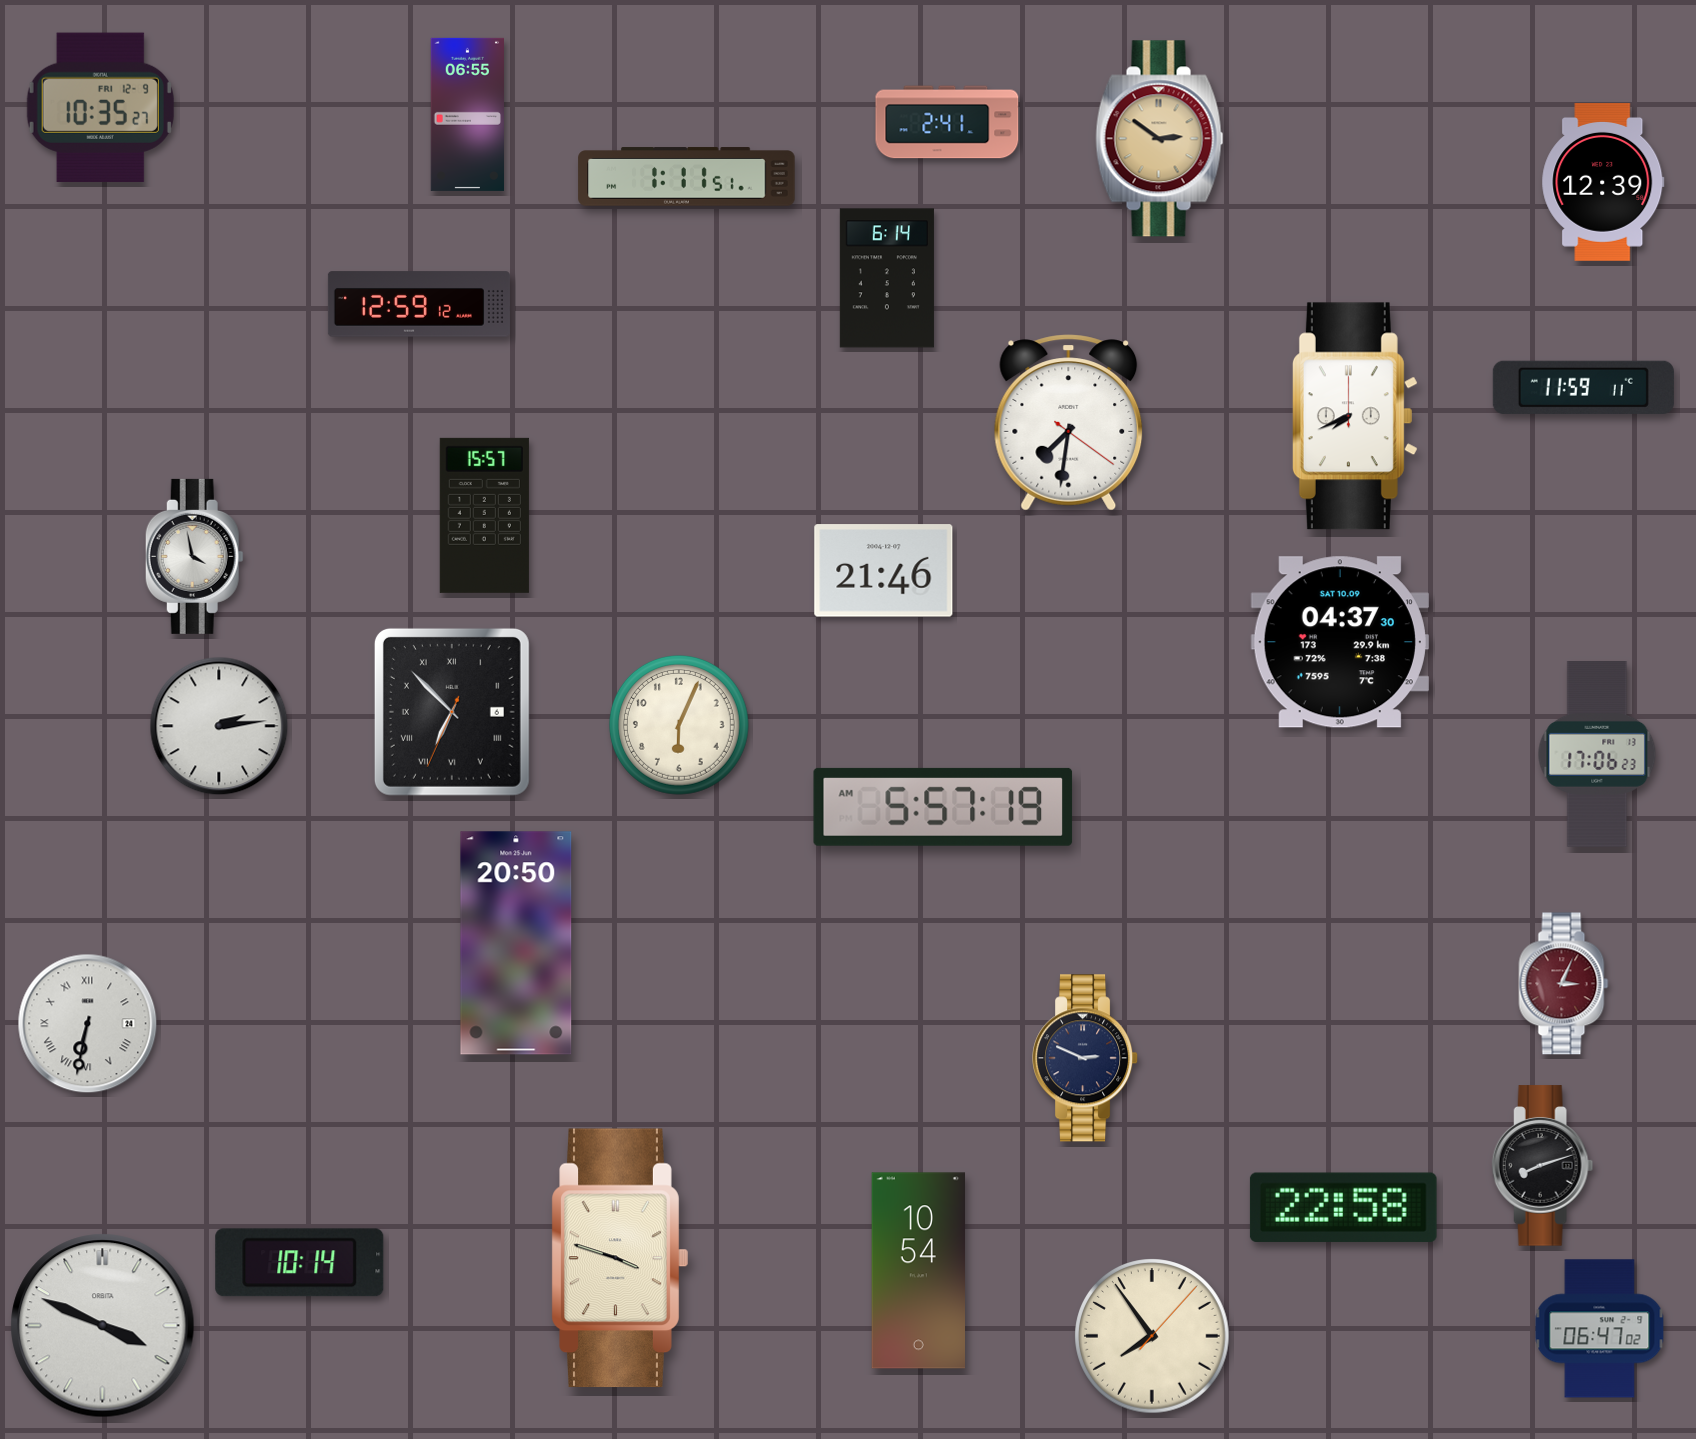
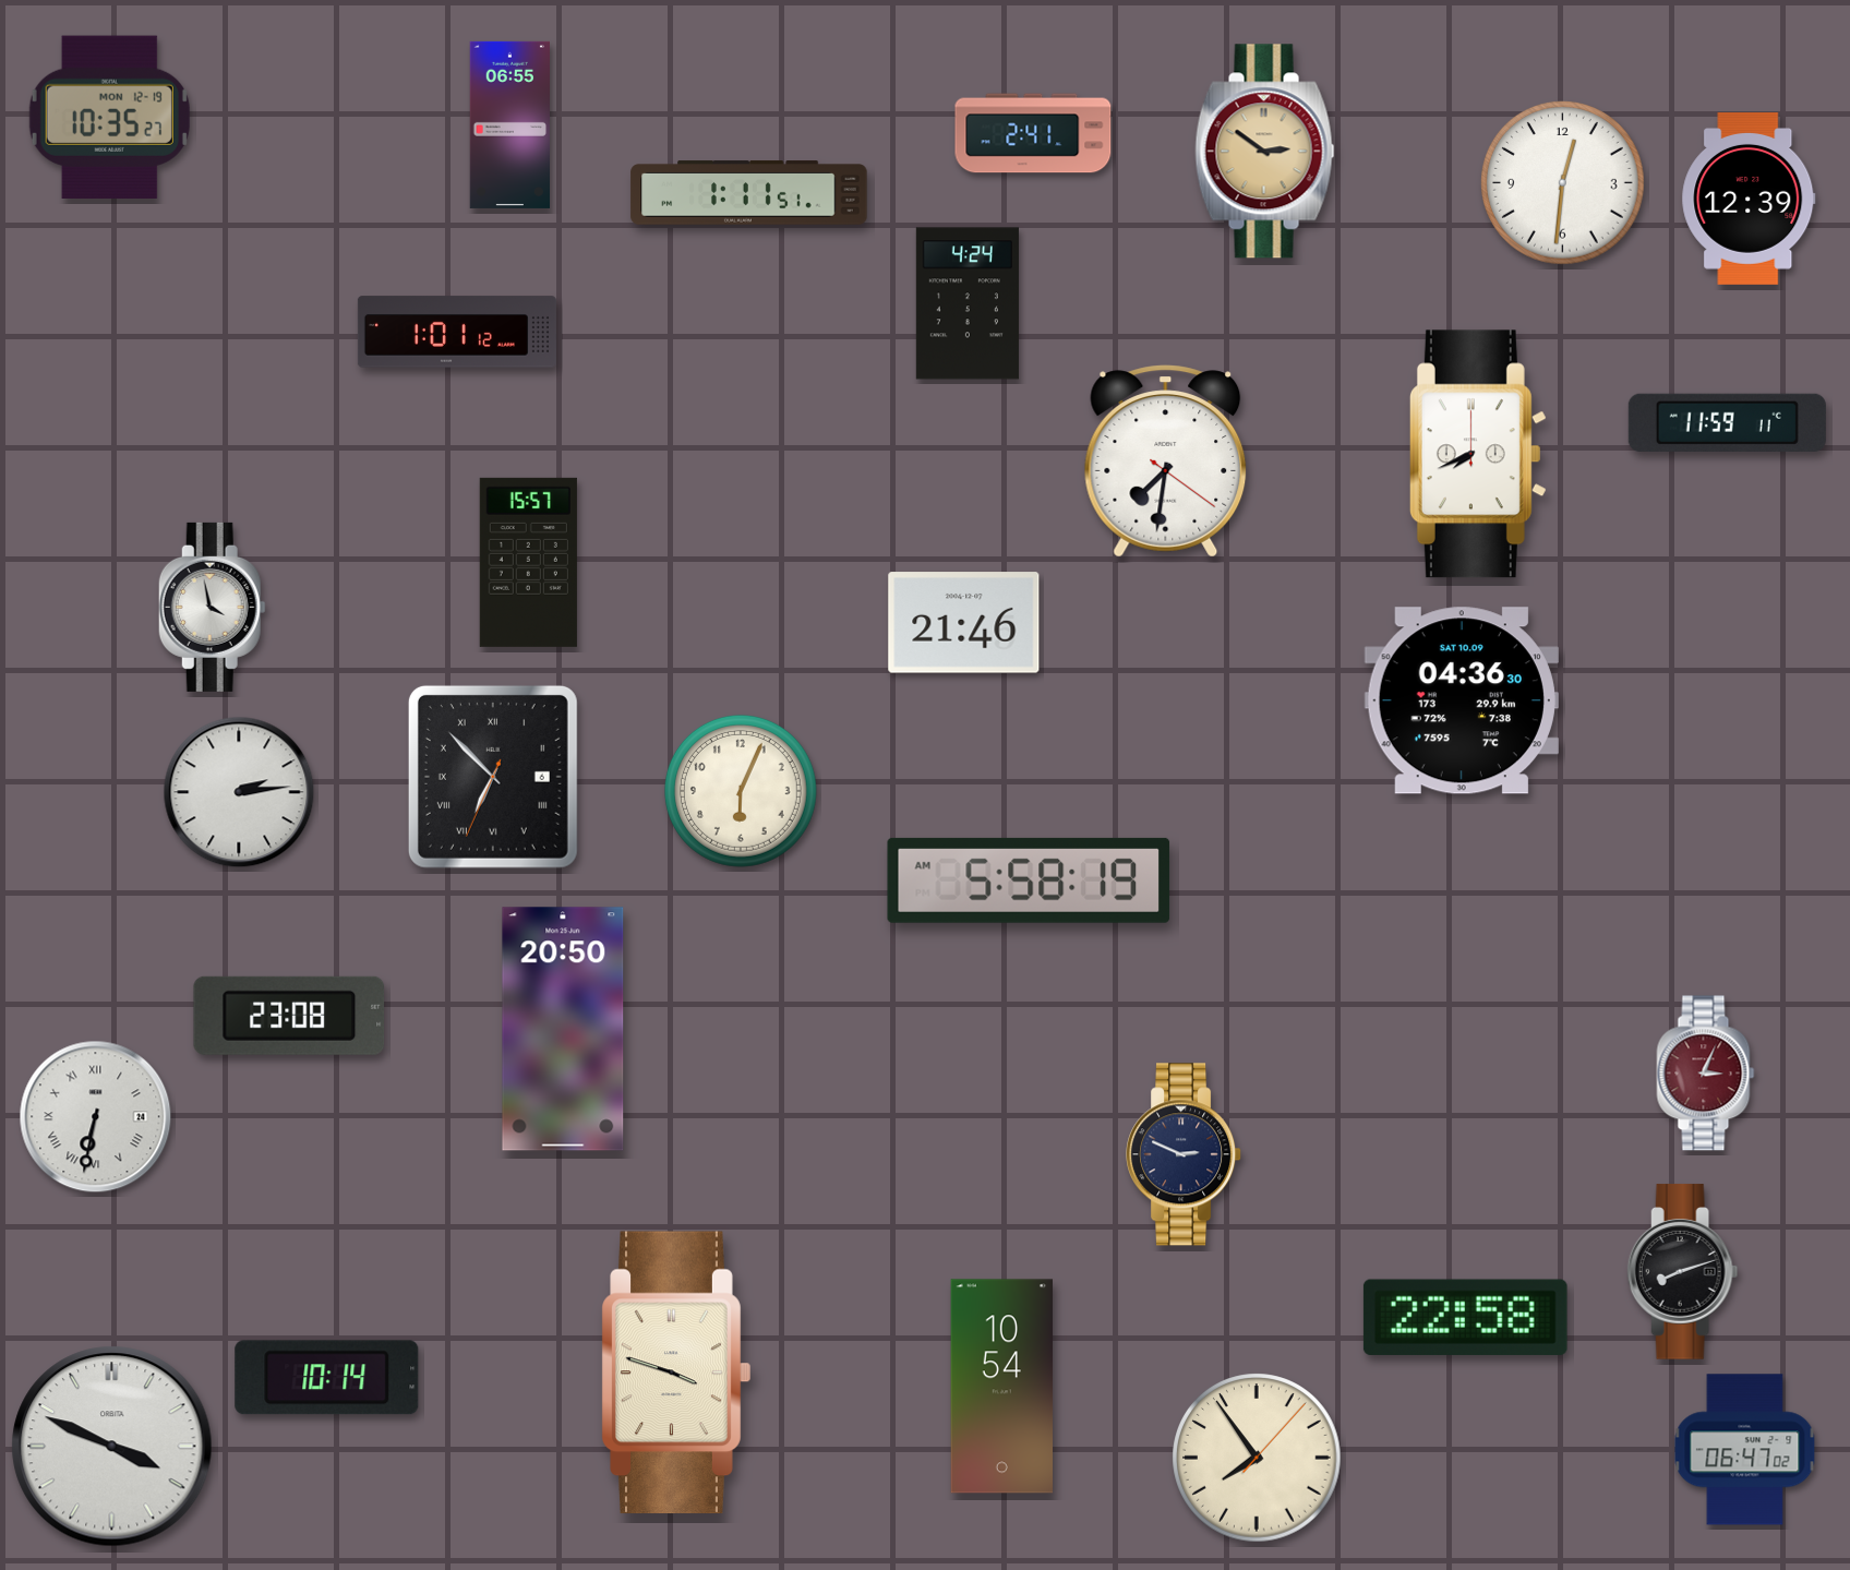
clock at (100, 107) date: FRI 12-9 -> MON 12-19
clock at (1563, 183): none -> 12:31
clock at (887, 278): 6:14 -> 4:24
clock at (419, 304): 12:59 -> 1:01
clock at (1340, 642): 04:37 -> 04:36
clock at (1597, 755): 17:06 -> none
clock at (943, 807): 5:57 -> 5:58
clock at (289, 1016): none -> 23:08
